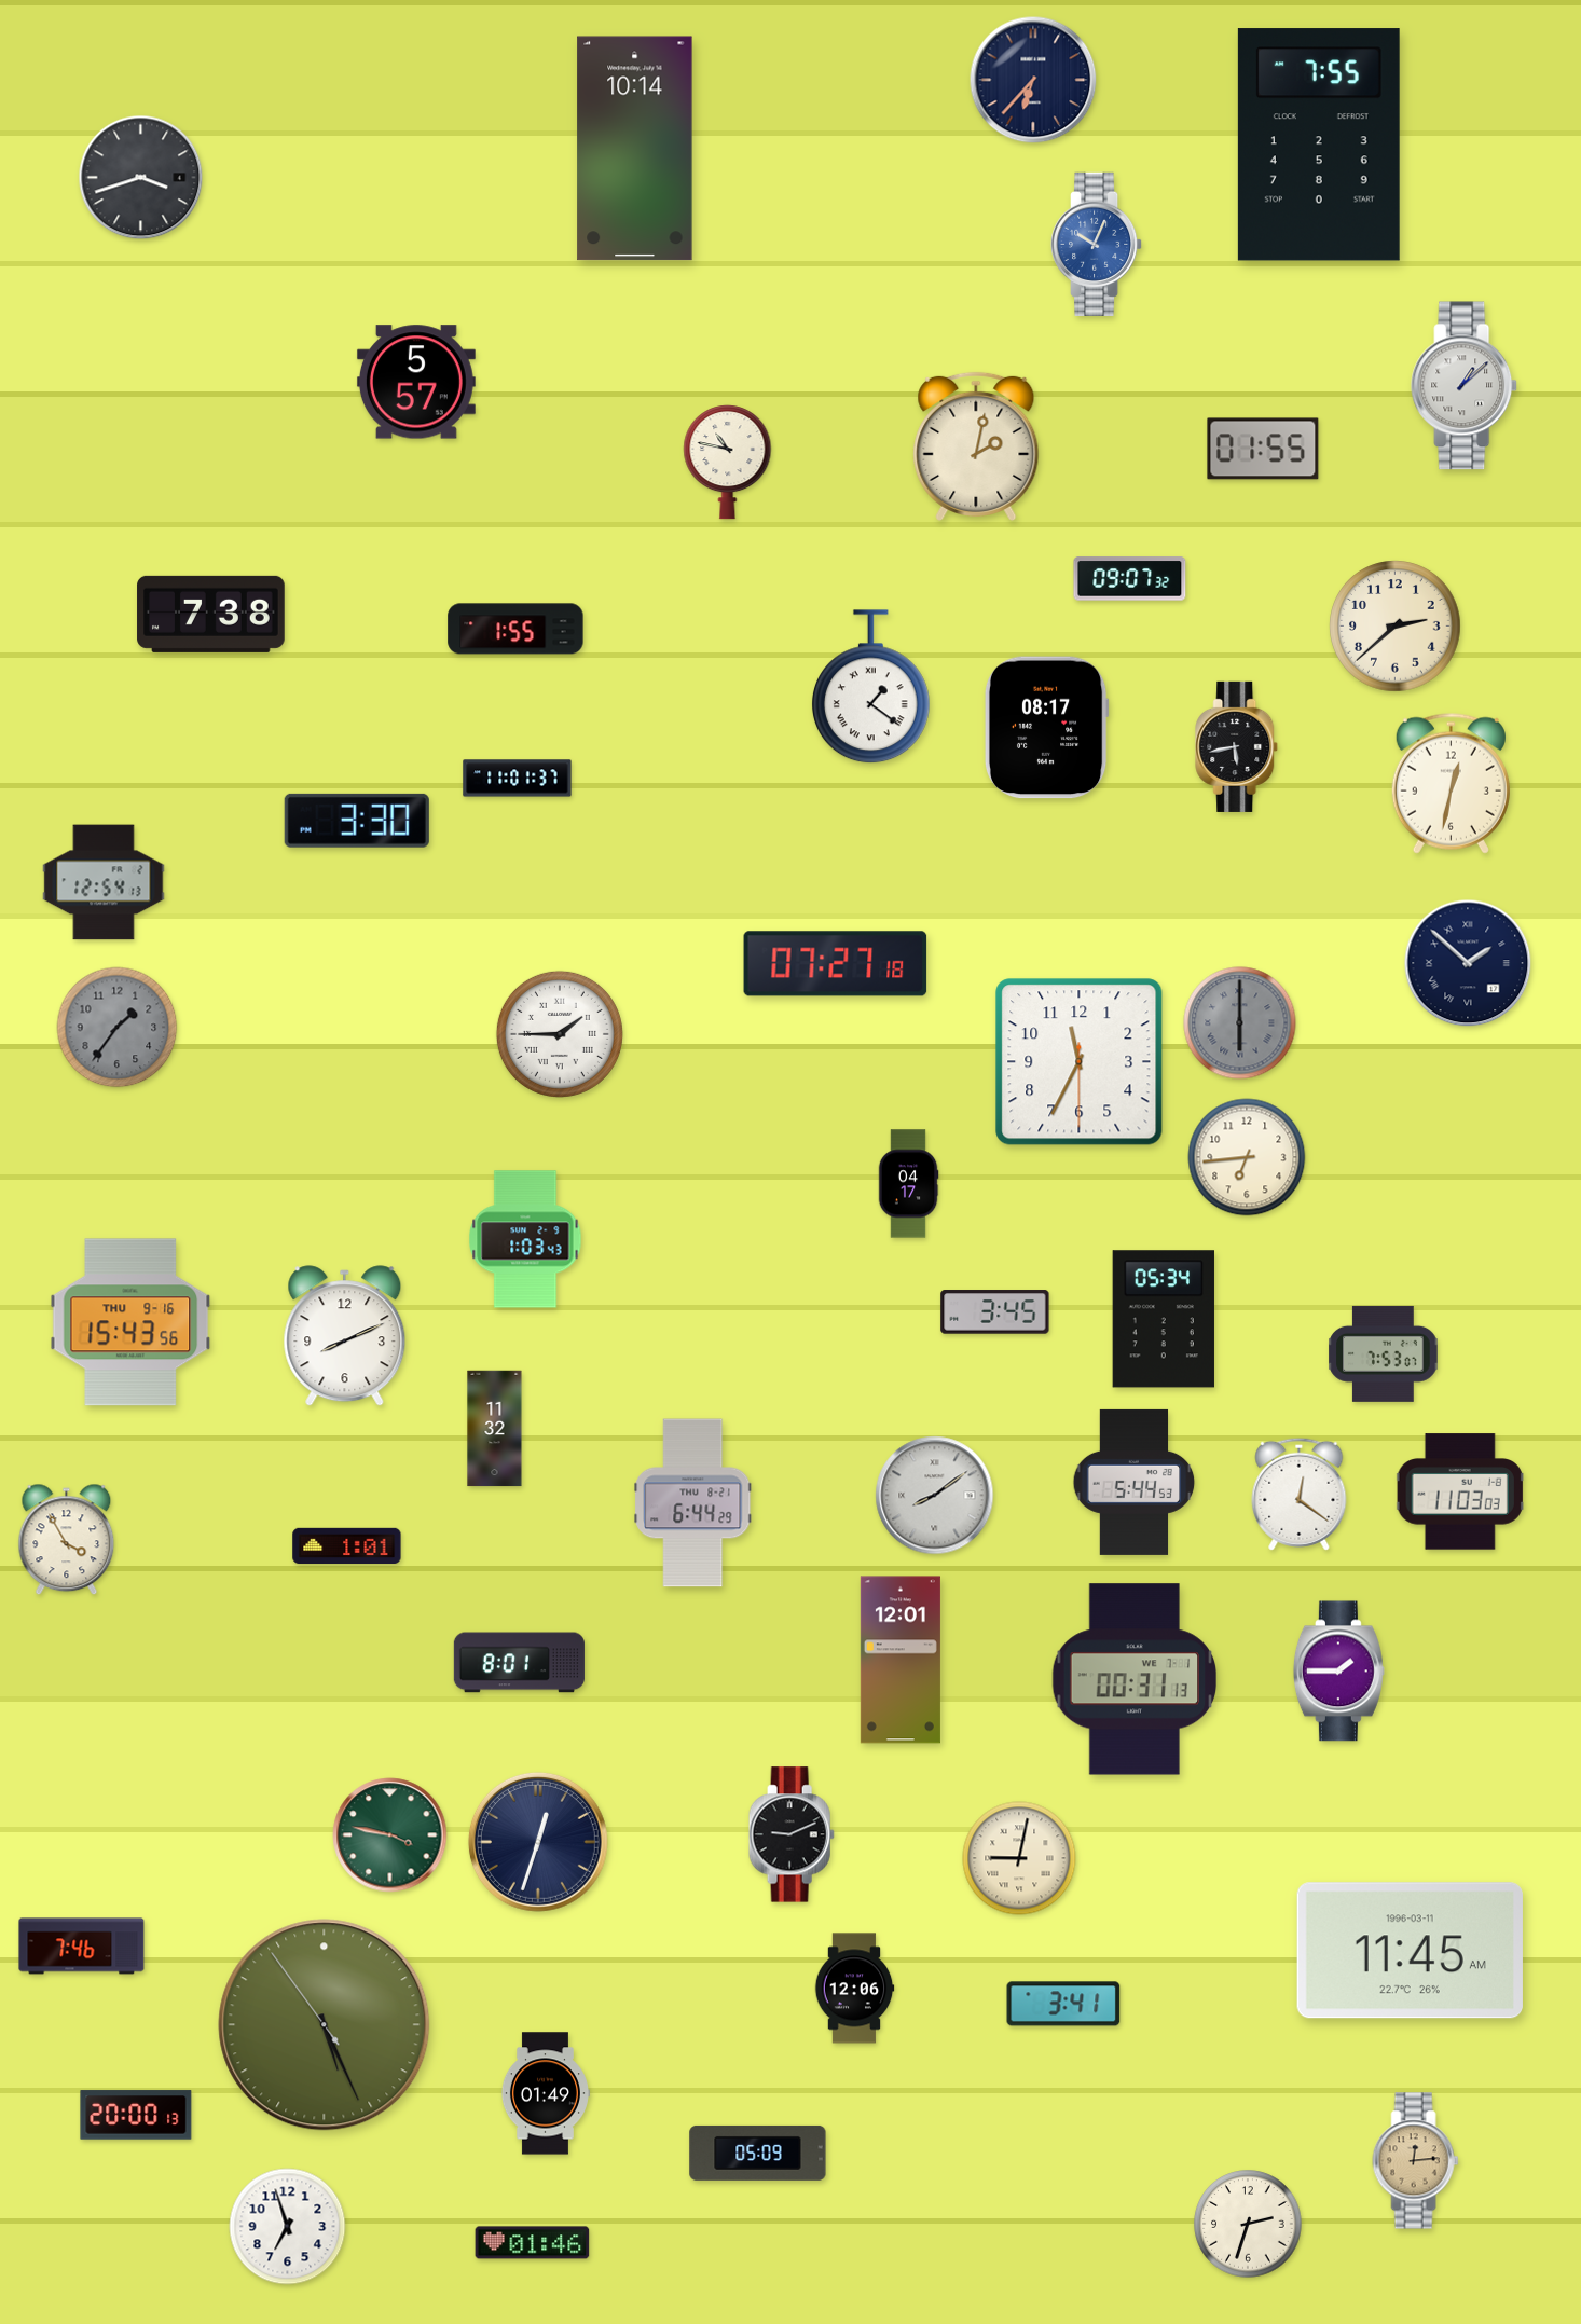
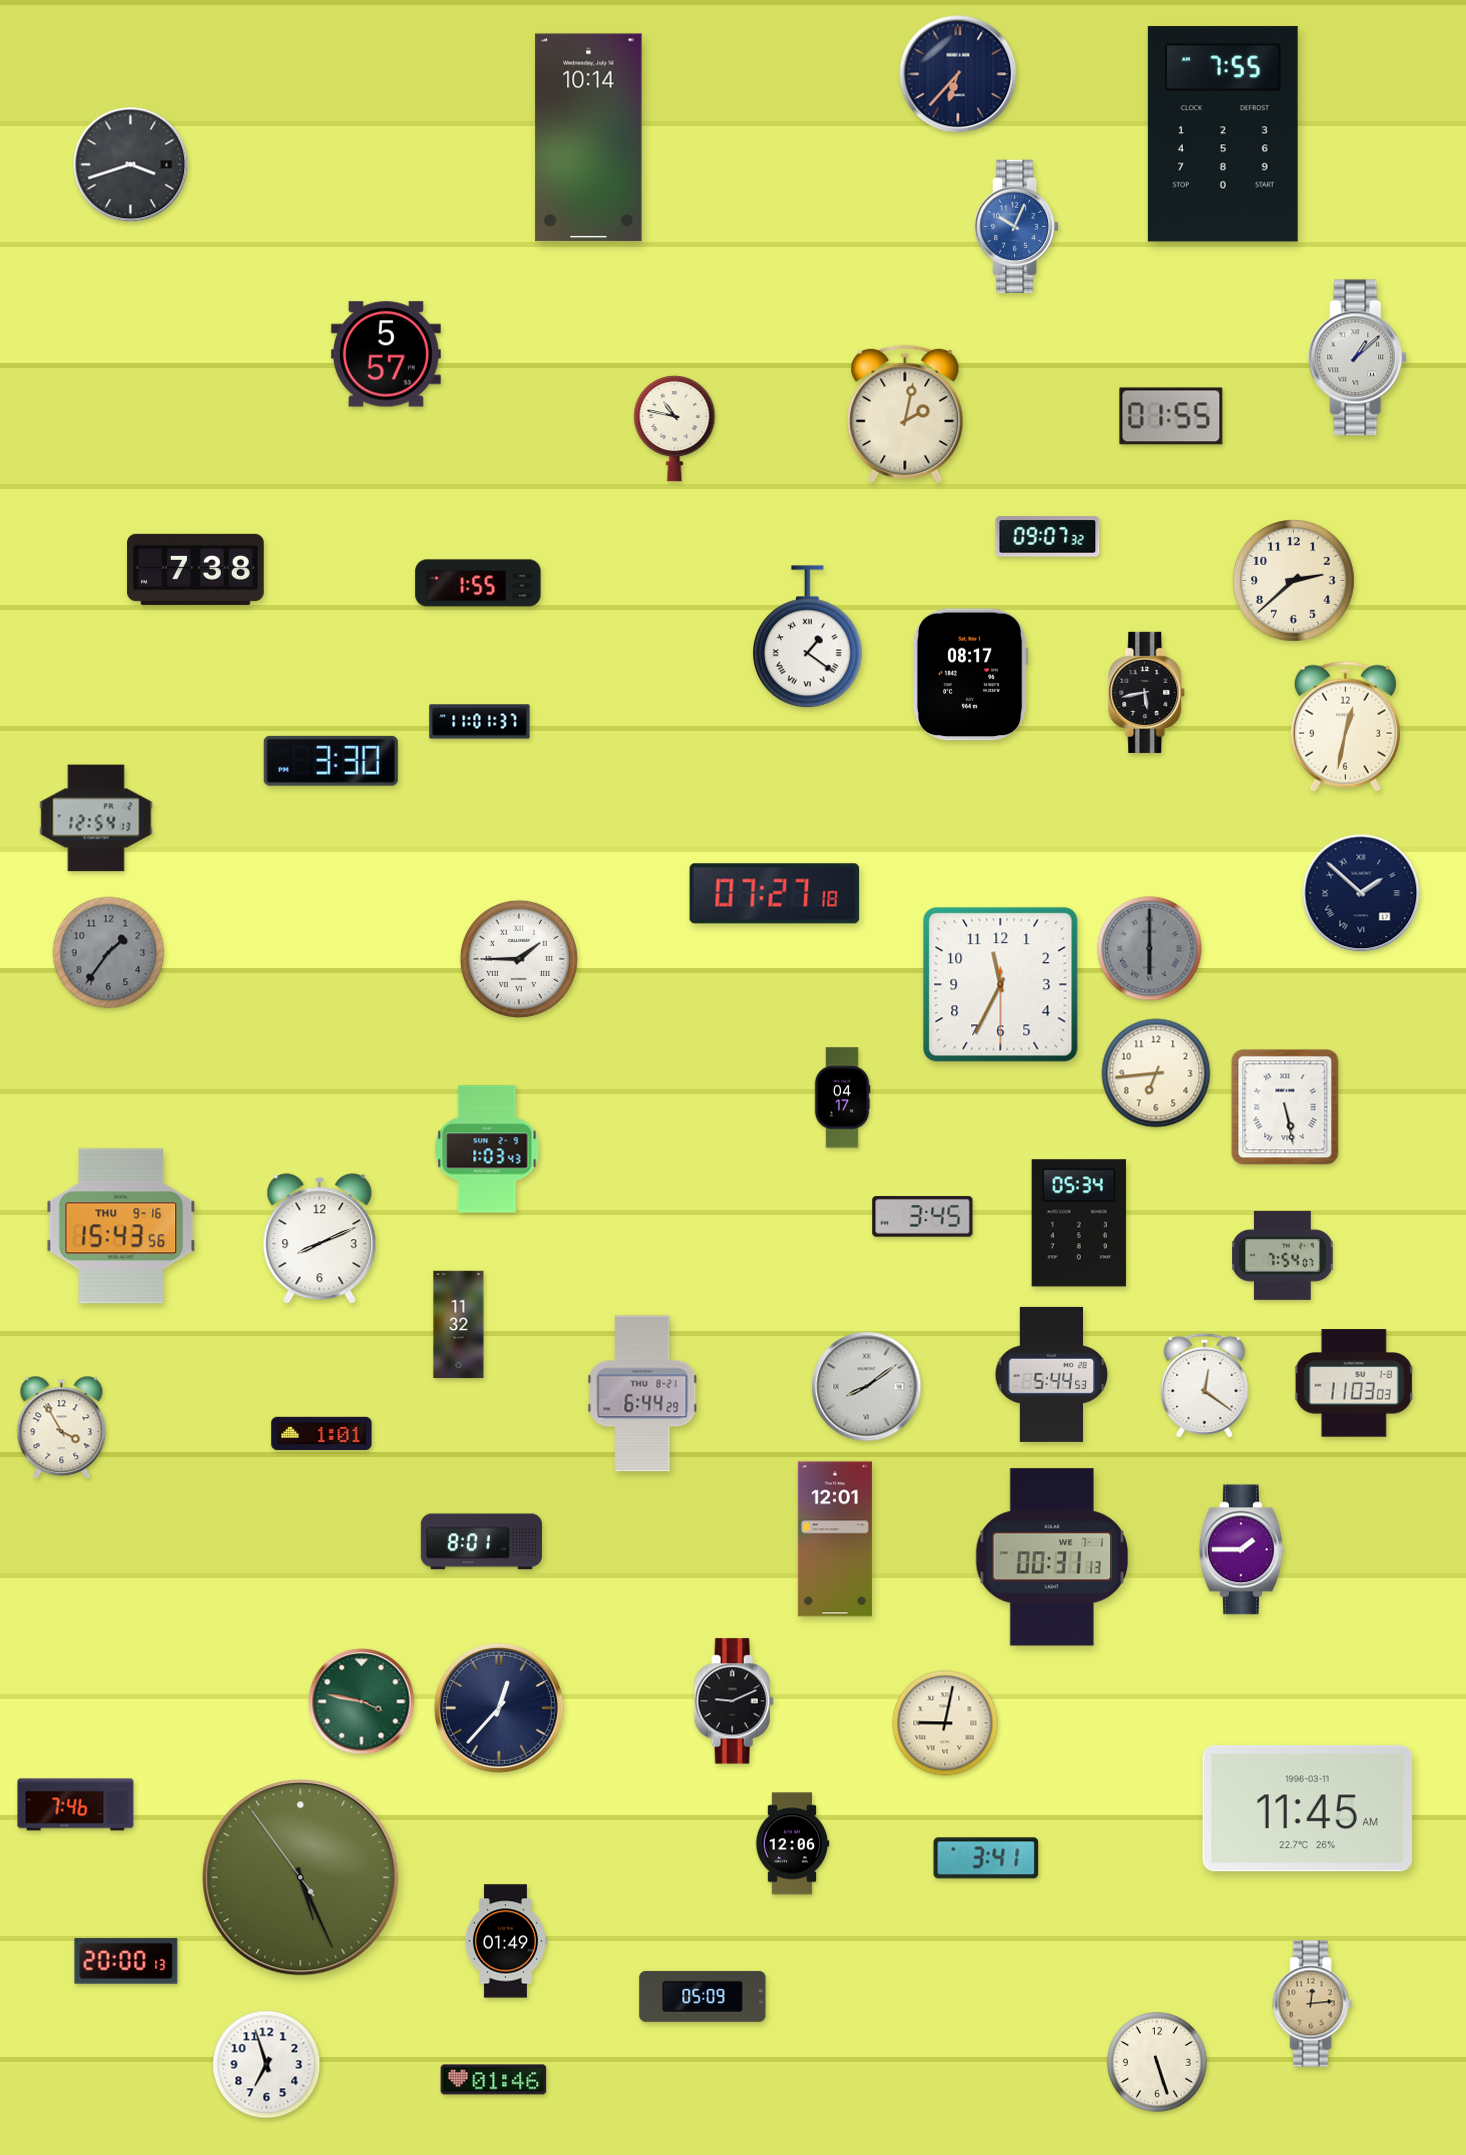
clock at (1285, 1107): none -> 5:28
clock at (1384, 1353): 7:53 -> 7:54
clock at (538, 1842): 12:33 -> 12:37
clock at (1248, 2224): 2:33 -> 5:27
